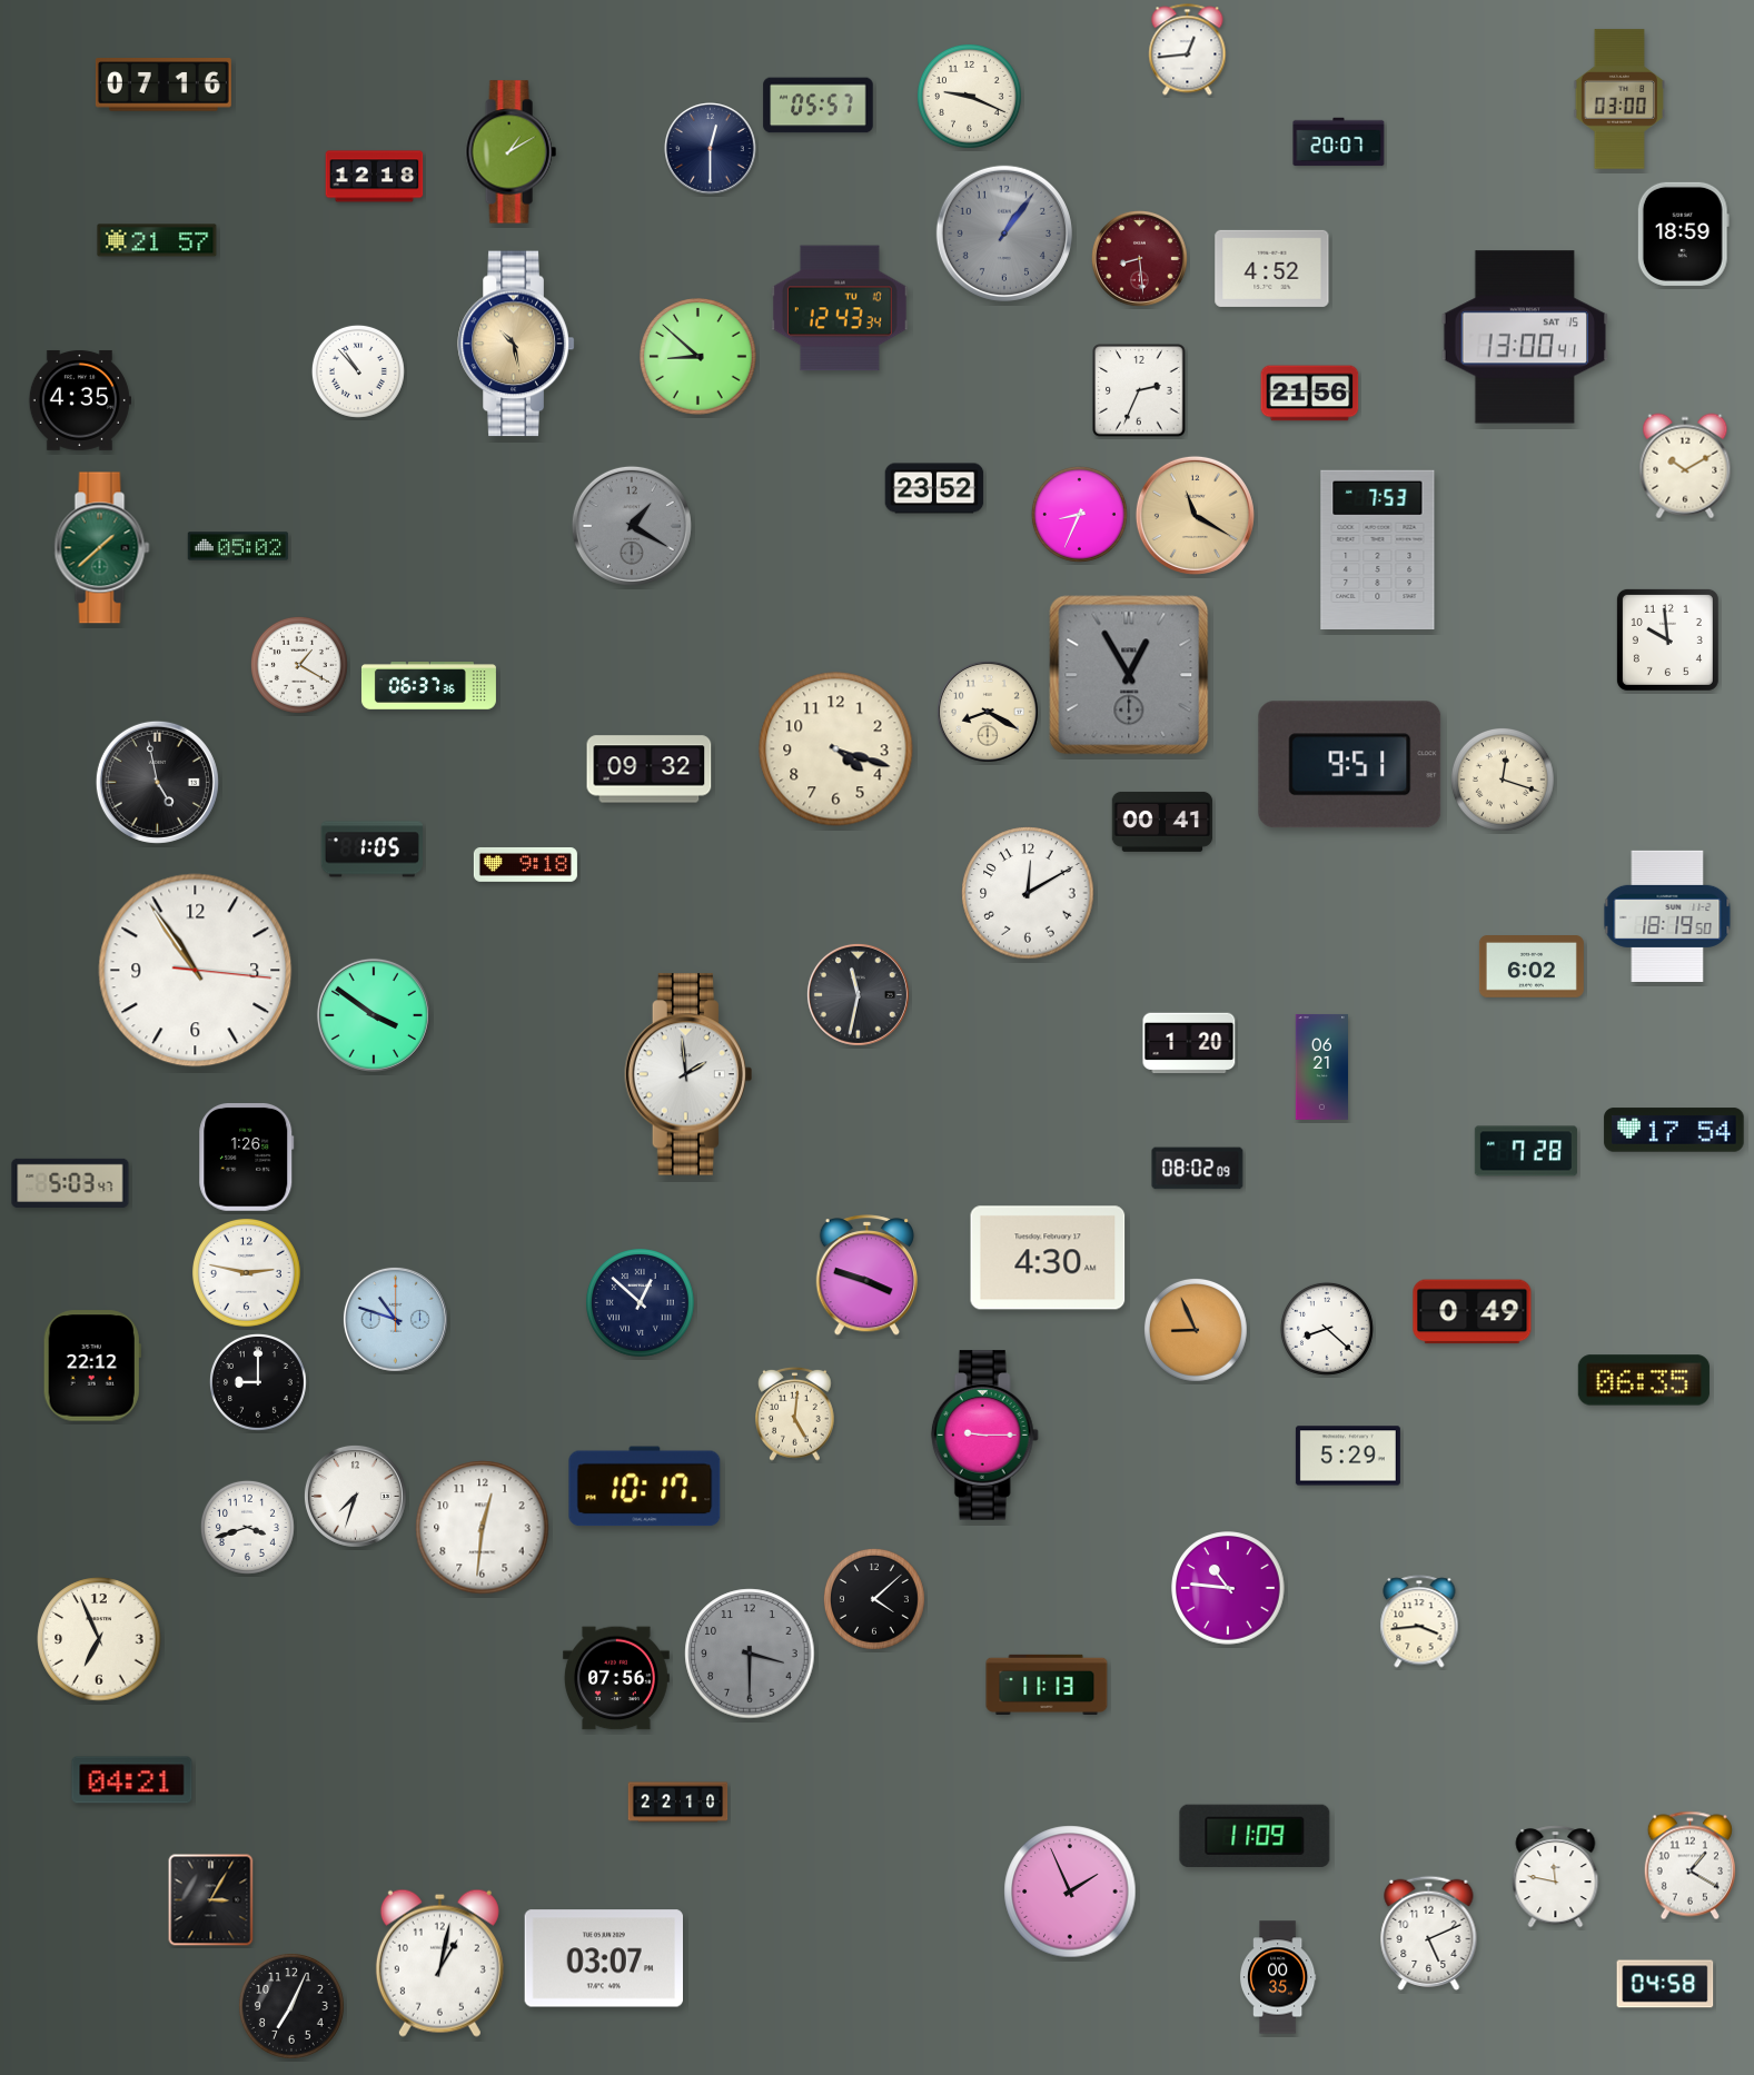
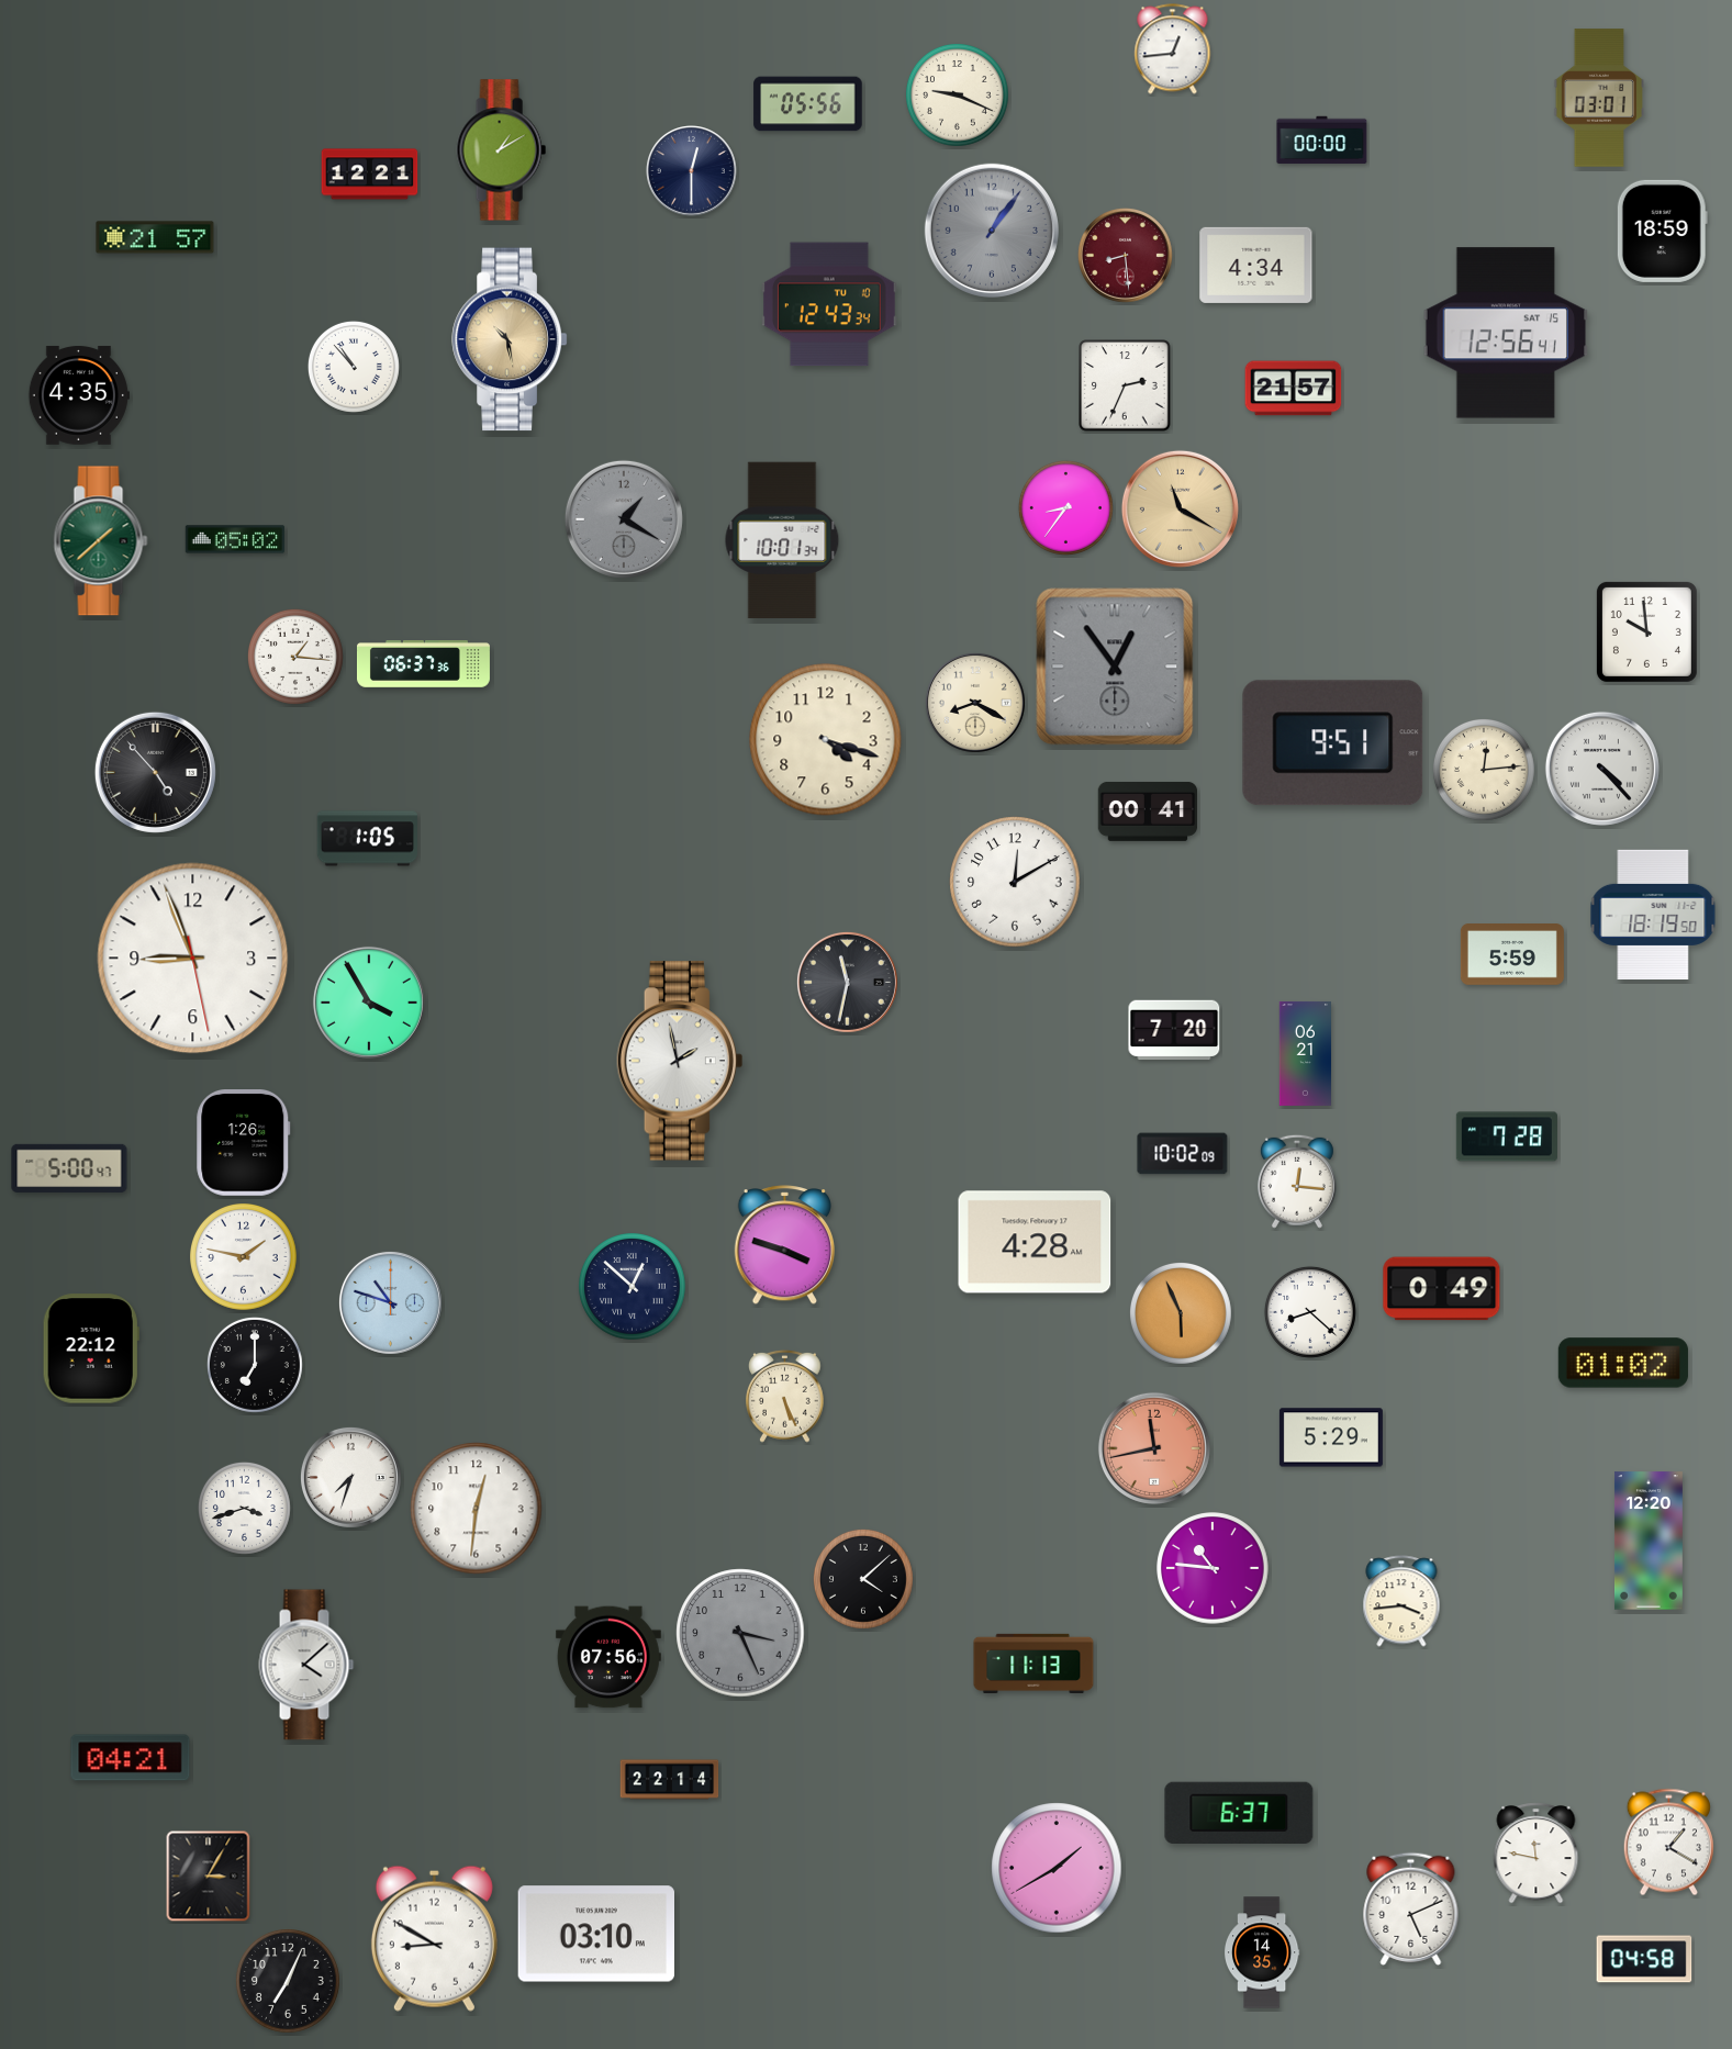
clock at (163, 85): 07:16 -> none
clock at (1619, 99): 03:00 -> 03:01
clock at (819, 106): 05:57 -> 05:56
clock at (1339, 142): 20:07 -> 00:00
clock at (711, 149) position: (711, 149) -> (692, 171)
clock at (511, 152) position: (511, 152) -> (501, 150)
clock at (375, 177): 12:18 -> 12:21
clock at (1272, 268): 4:52 -> 4:34
clock at (1524, 337): 13:00 -> 12:56
clock at (698, 357): 8:52 -> none
clock at (1310, 394): 21:56 -> 21:57
clock at (1685, 466): 10:10 -> none
clock at (934, 488): 23:52 -> none
clock at (1079, 514): 8:34 -> 8:36
clock at (782, 540): none -> 10:01
clock at (1378, 549): 7:53 -> none
clock at (299, 665): 1:20 -> 1:16
clock at (1129, 675): 12:55 -> 12:54
clock at (428, 686) position: (428, 686) -> (423, 664)
clock at (1350, 765) position: (1350, 765) -> (1333, 743)
clock at (650, 770): 09:32 -> none
clock at (1602, 769): none -> 4:23
clock at (1503, 780): 12:18 -> 12:14
clock at (157, 782): 4:58 -> 4:53
clock at (525, 864): 9:18 -> none
clock at (1667, 916) position: (1667, 916) -> (1653, 915)
clock at (1532, 967): 6:02 -> 5:59
clock at (196, 971): 10:54 -> 8:56
clock at (374, 1015): 3:51 -> 3:55
clock at (1189, 1043): 1:20 -> 7:20
clock at (688, 1074): 1:59 -> 1:58
clock at (1674, 1130): 17:54 -> none
clock at (1198, 1169): 08:02 -> 10:02
clock at (70, 1183): 5:03 -> 5:00
clock at (1297, 1182): none -> 12:16
clock at (1048, 1258): 4:30 -> 4:28
clock at (247, 1273): 2:47 -> 1:47
clock at (868, 1275) position: (868, 1275) -> (785, 1245)
clock at (1473, 1312) position: (1473, 1312) -> (1442, 1289)
clock at (1196, 1330): 8:56 -> 5:56
clock at (1644, 1380): 06:35 -> 01:02
clock at (258, 1382): 9:00 -> 7:00
clock at (795, 1413): 5:01 -> 5:26
clock at (984, 1436): 9:15 -> none
clock at (1154, 1448): none -> 11:43
clock at (645, 1487): 10:17 -> none
clock at (1649, 1541): none -> 12:20
clock at (99, 1639): 6:56 -> none
clock at (750, 1654): 3:30 -> 3:26
clock at (306, 1665): none -> 4:08
clock at (678, 1803): 22:10 -> 22:14
clock at (1255, 1835): 11:09 -> 6:37
clock at (1070, 1892): 1:56 -> 1:40
clock at (603, 1958): 03:07 -> 03:10
clock at (439, 1963): 1:02 -> 8:50
clock at (1278, 1977): 00:35 -> 14:35
